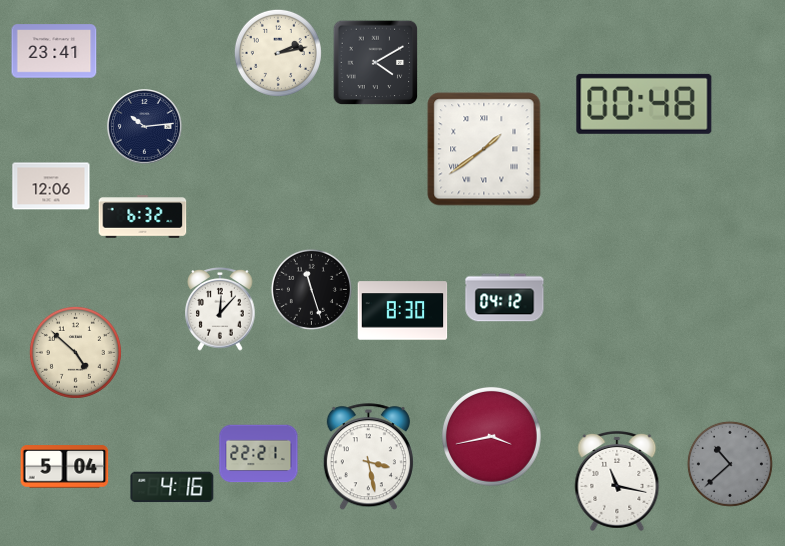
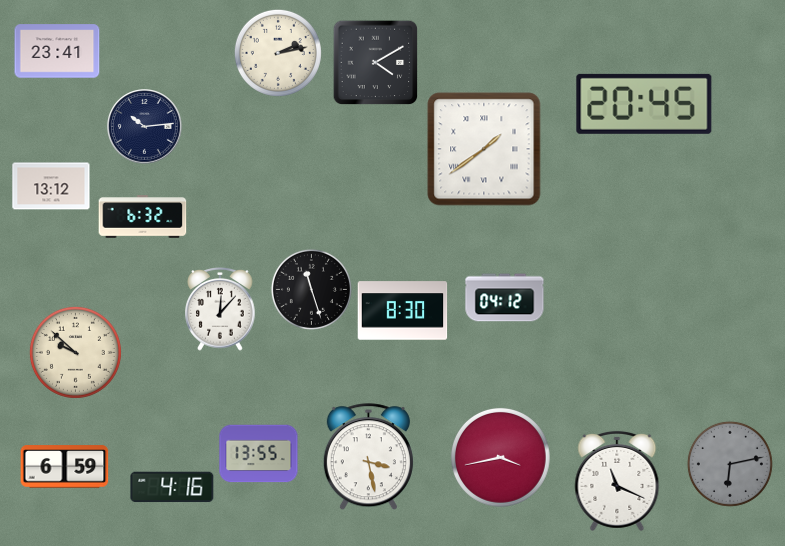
clock at (54, 51) position: (54, 51) -> (57, 51)
clock at (644, 104): 00:48 -> 20:45
clock at (51, 186): 12:06 -> 13:12
clock at (75, 352): 4:52 -> 9:52
clock at (491, 436) position: (491, 436) -> (500, 457)
clock at (259, 454): 22:21 -> 13:55
clock at (730, 464): 10:38 -> 6:13
clock at (65, 467): 5:04 -> 6:59
clock at (617, 481): 11:17 -> 11:19
